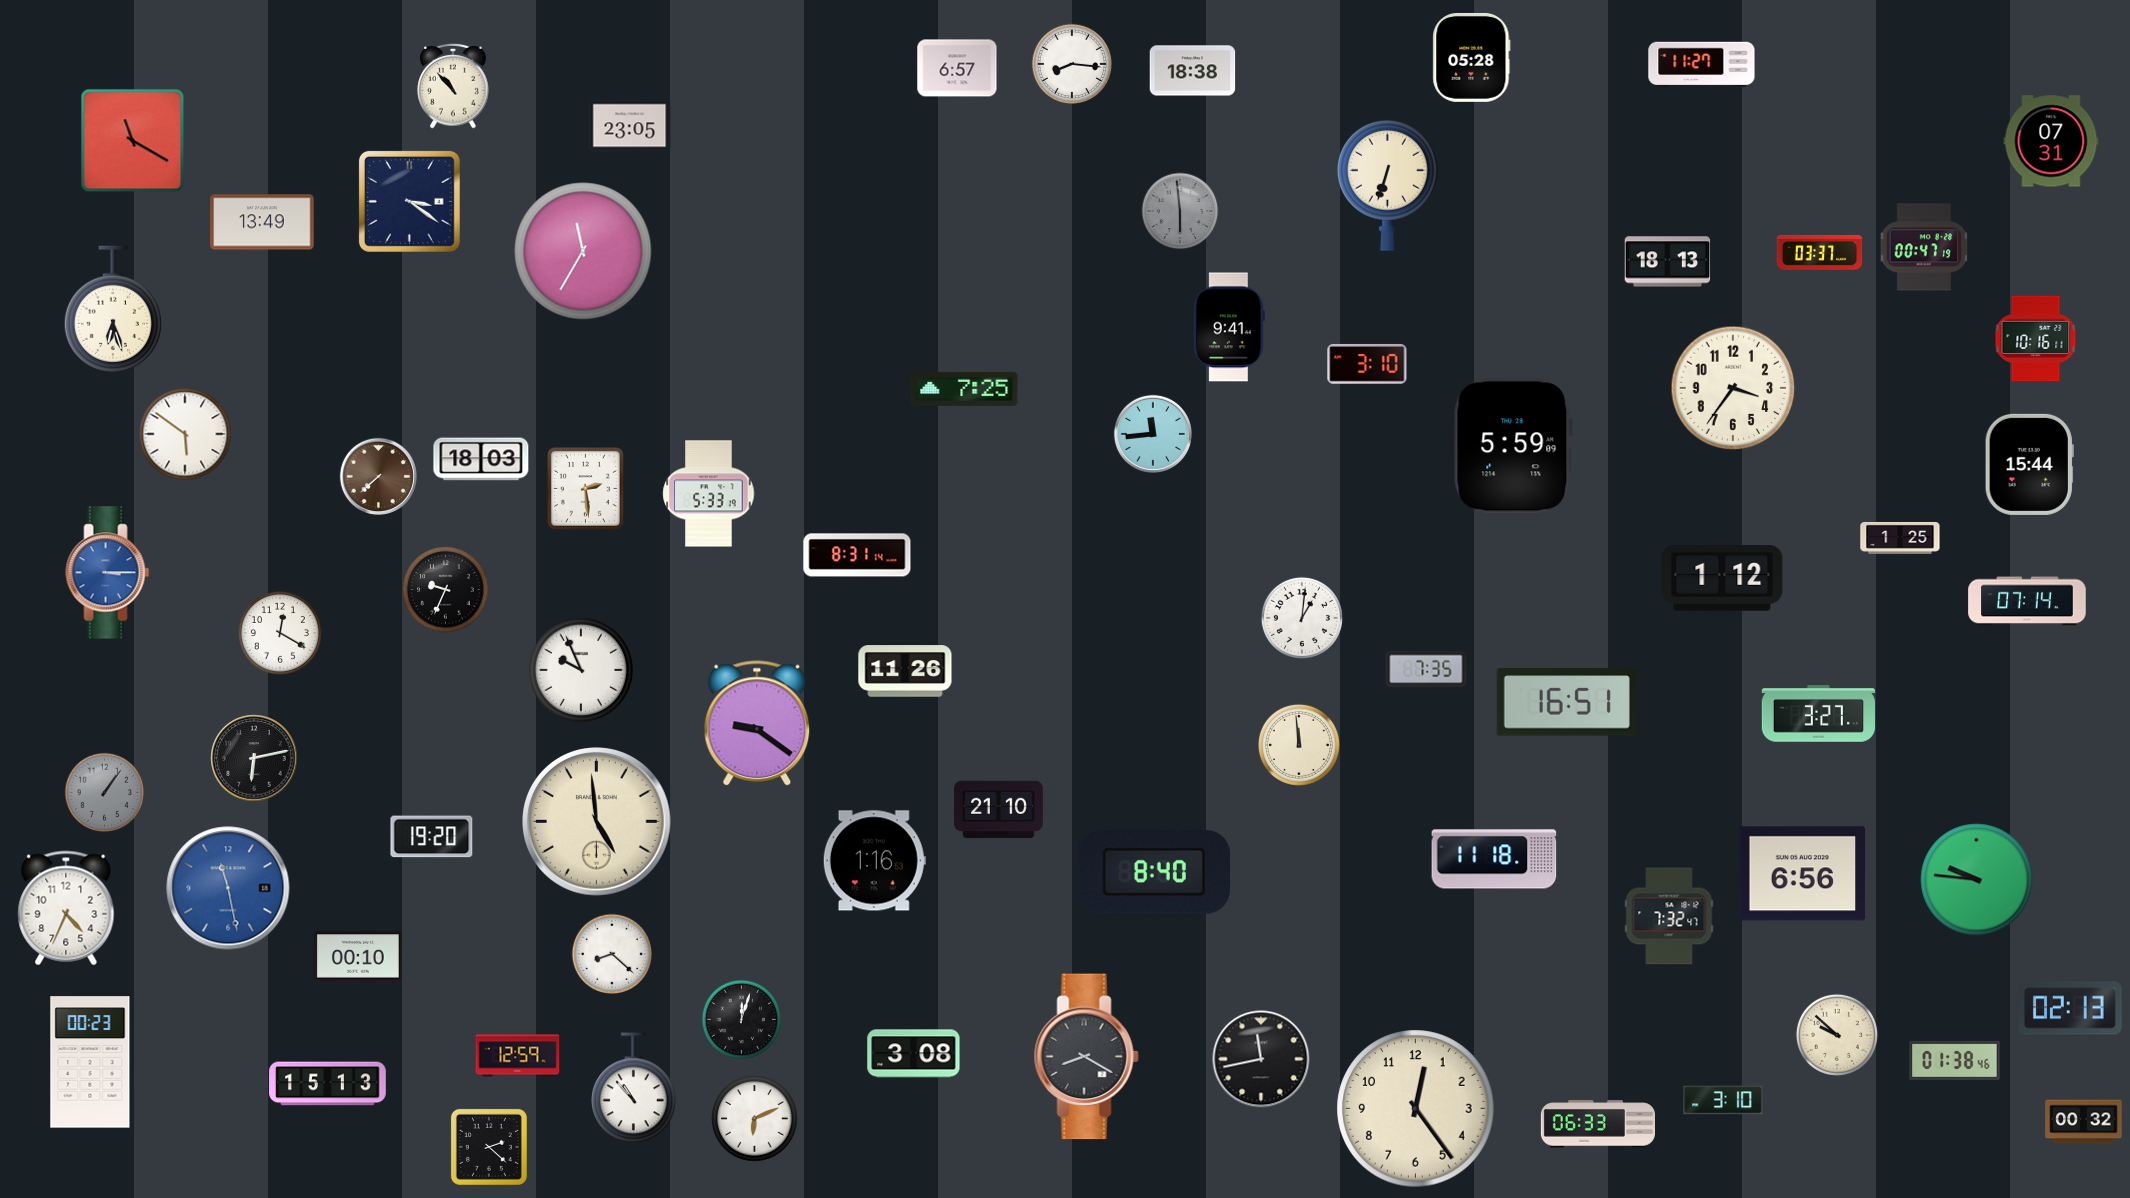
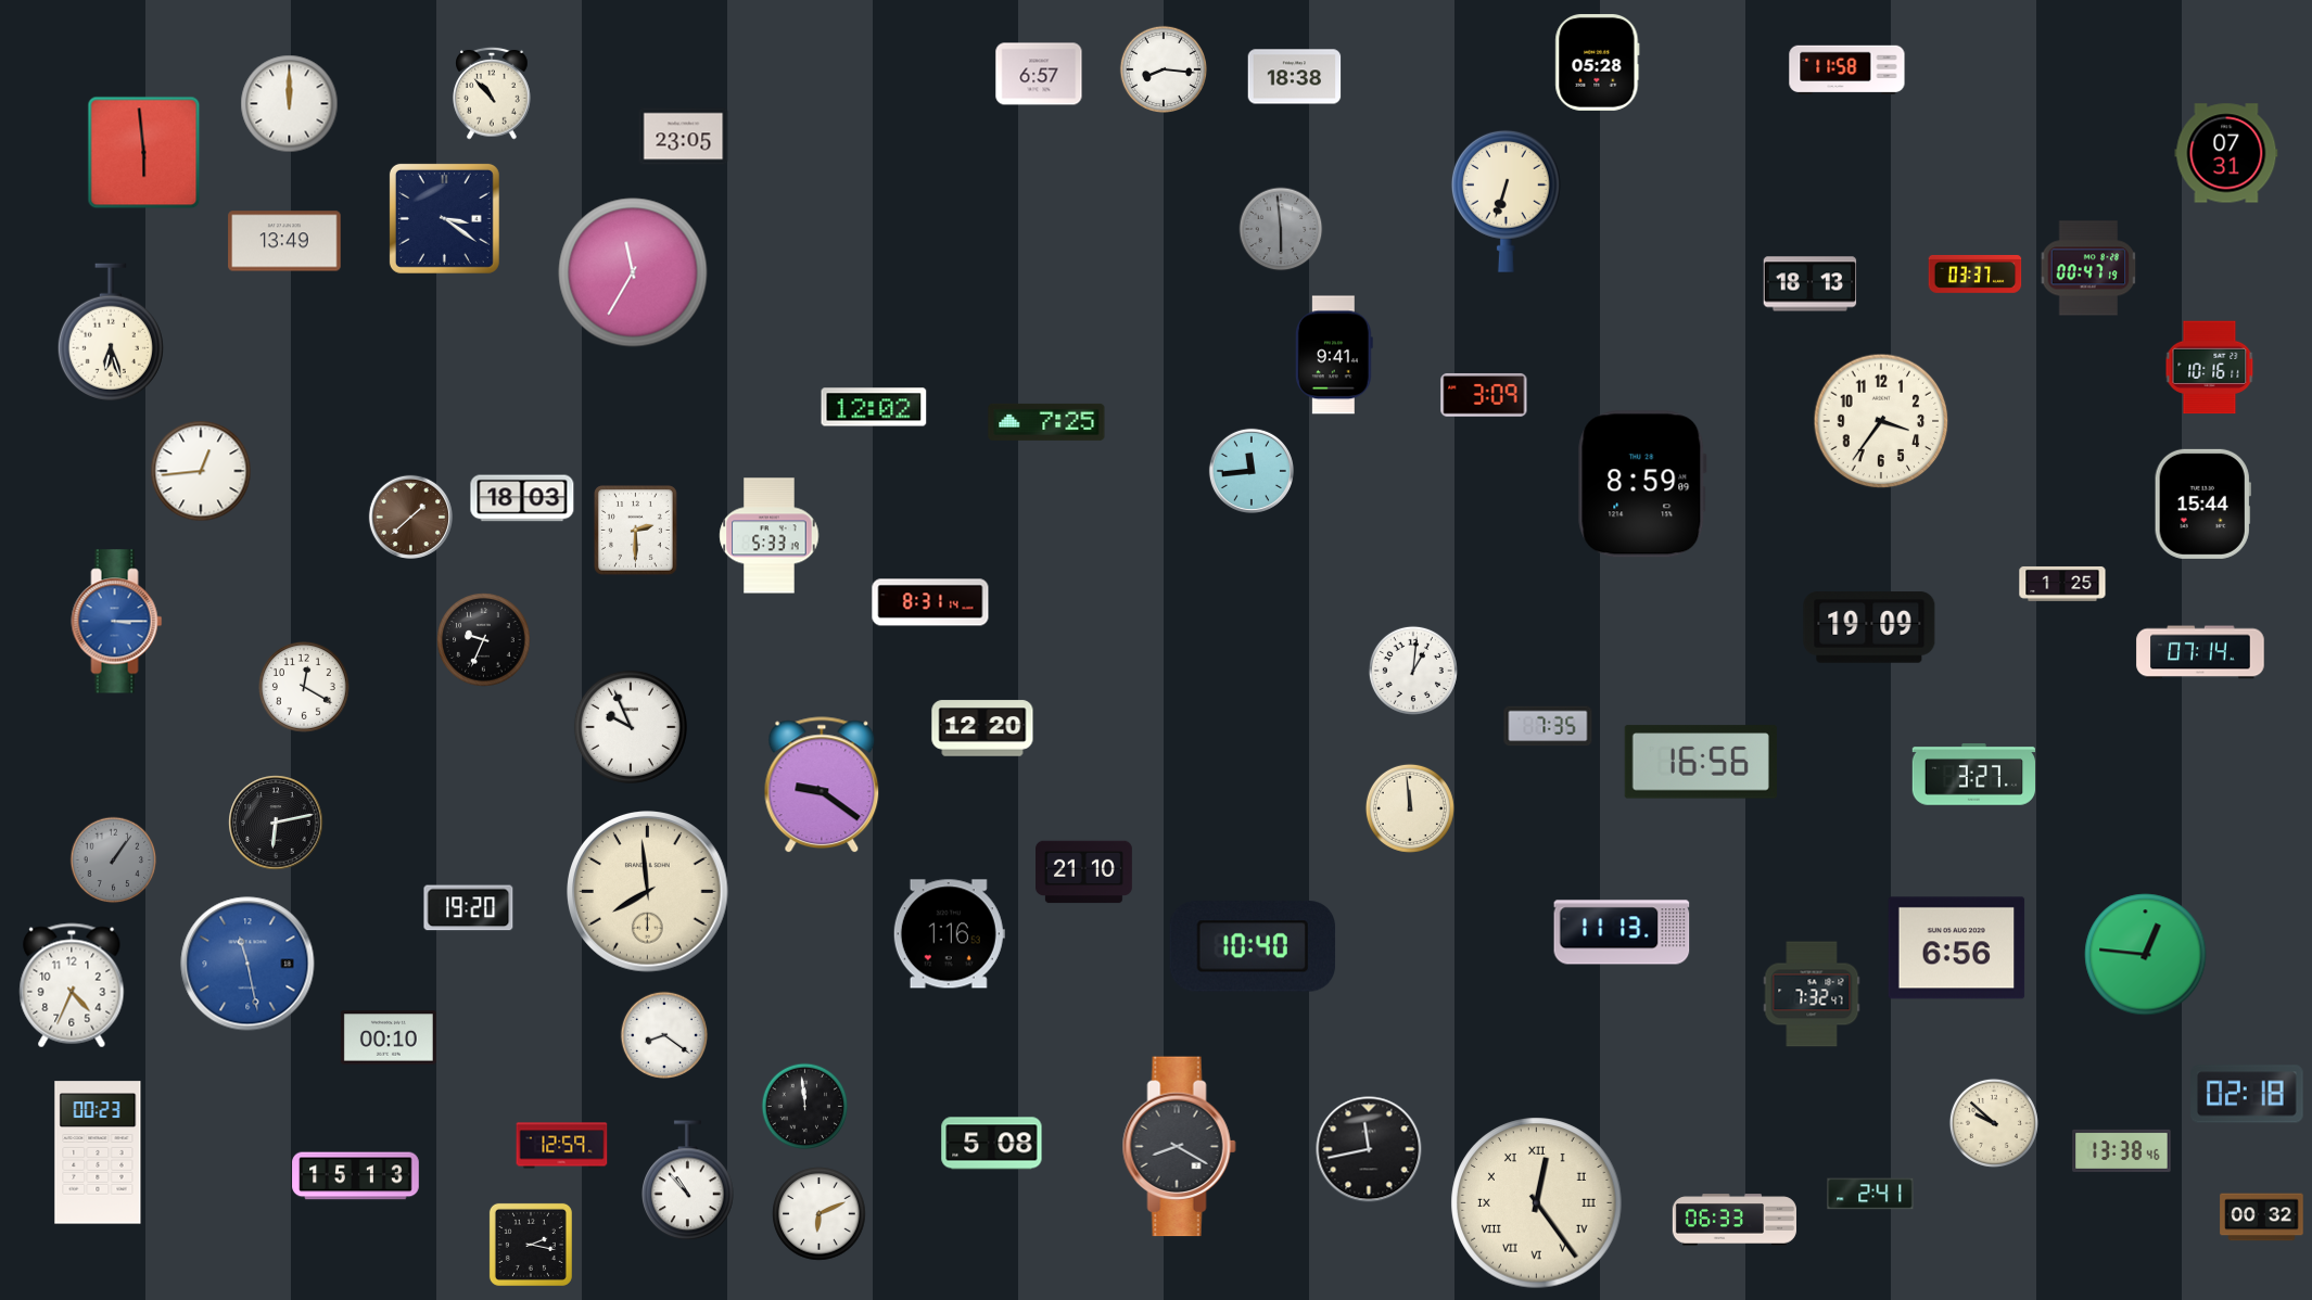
clock at (1702, 65): 11:27 -> 11:58
clock at (290, 104): none -> 12:00
clock at (133, 141): 11:20 -> 5:59
clock at (113, 309) position: (113, 309) -> (111, 332)
clock at (1367, 364): 3:10 -> 3:09
clock at (874, 407): none -> 12:02
clock at (185, 434): 5:51 -> 12:44
clock at (1513, 446): 5:59 -> 8:59
clock at (378, 476): 7:38 -> 1:38
clock at (586, 489): 2:29 -> 2:30
clock at (1722, 578): 1:12 -> 19:09
clock at (905, 671): 11:26 -> 12:20
clock at (1567, 702): 16:51 -> 16:56
clock at (999, 810) position: (999, 810) -> (1084, 872)
clock at (597, 822): 4:59 -> 7:59
clock at (1494, 859): 11:18 -> 11:13
clock at (1154, 872): 8:40 -> 10:40
clock at (1977, 880): 9:46 -> 12:46
clock at (611, 953): 8:22 -> 8:21
clock at (2070, 1008): 02:13 -> 02:18
clock at (742, 1020): 12:03 -> 11:59
clock at (914, 1054): 3:08 -> 5:08
clock at (1955, 1060): 01:38 -> 13:38
clock at (1723, 1100): 3:10 -> 2:41
clock at (1416, 1109) numerals: Arabic -> Roman
clock at (489, 1147): 2:22 -> 2:17
